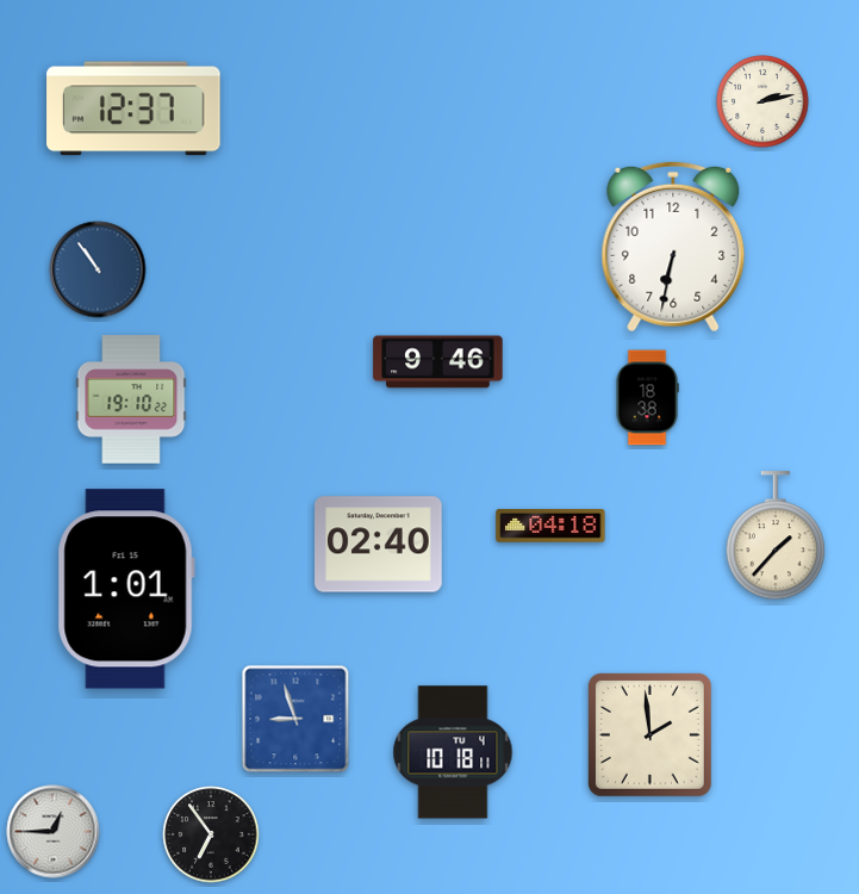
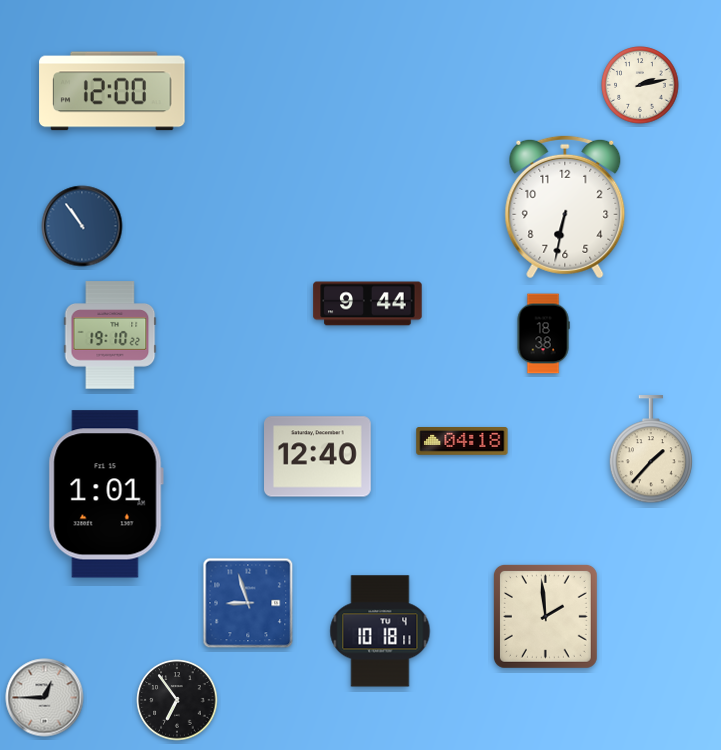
clock at (133, 108): 12:37 -> 12:00
clock at (438, 362): 9:46 -> 9:44
clock at (379, 545): 02:40 -> 12:40
